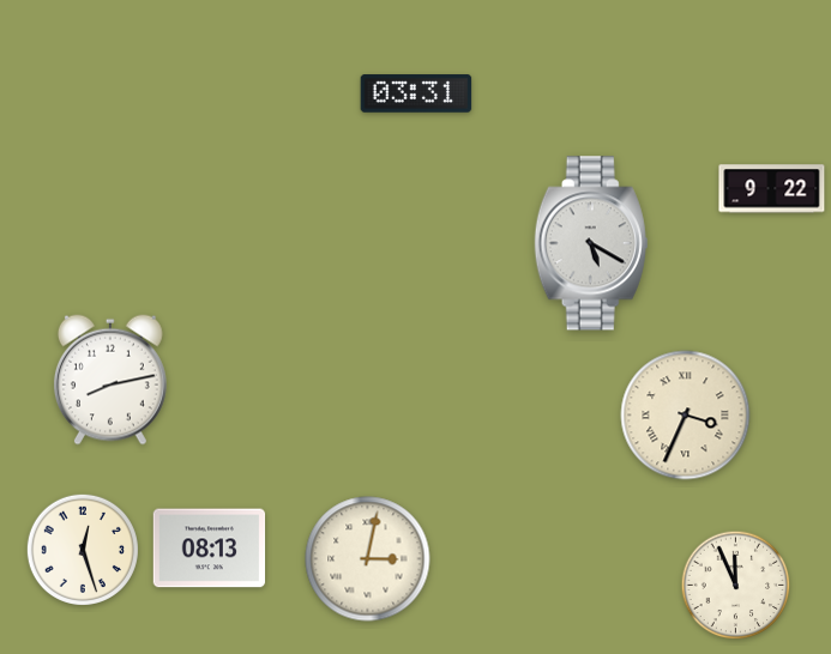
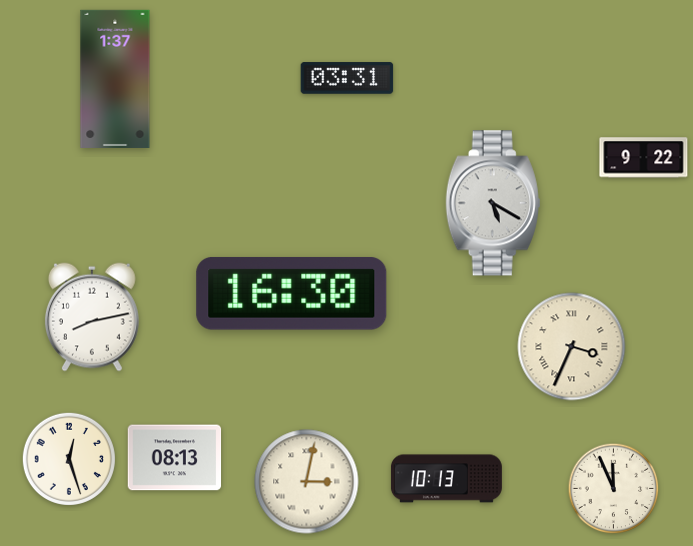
clock at (115, 79): none -> 1:37
clock at (292, 293): none -> 16:30
clock at (368, 559) position: (368, 559) -> (307, 482)
clock at (446, 479): none -> 10:13
